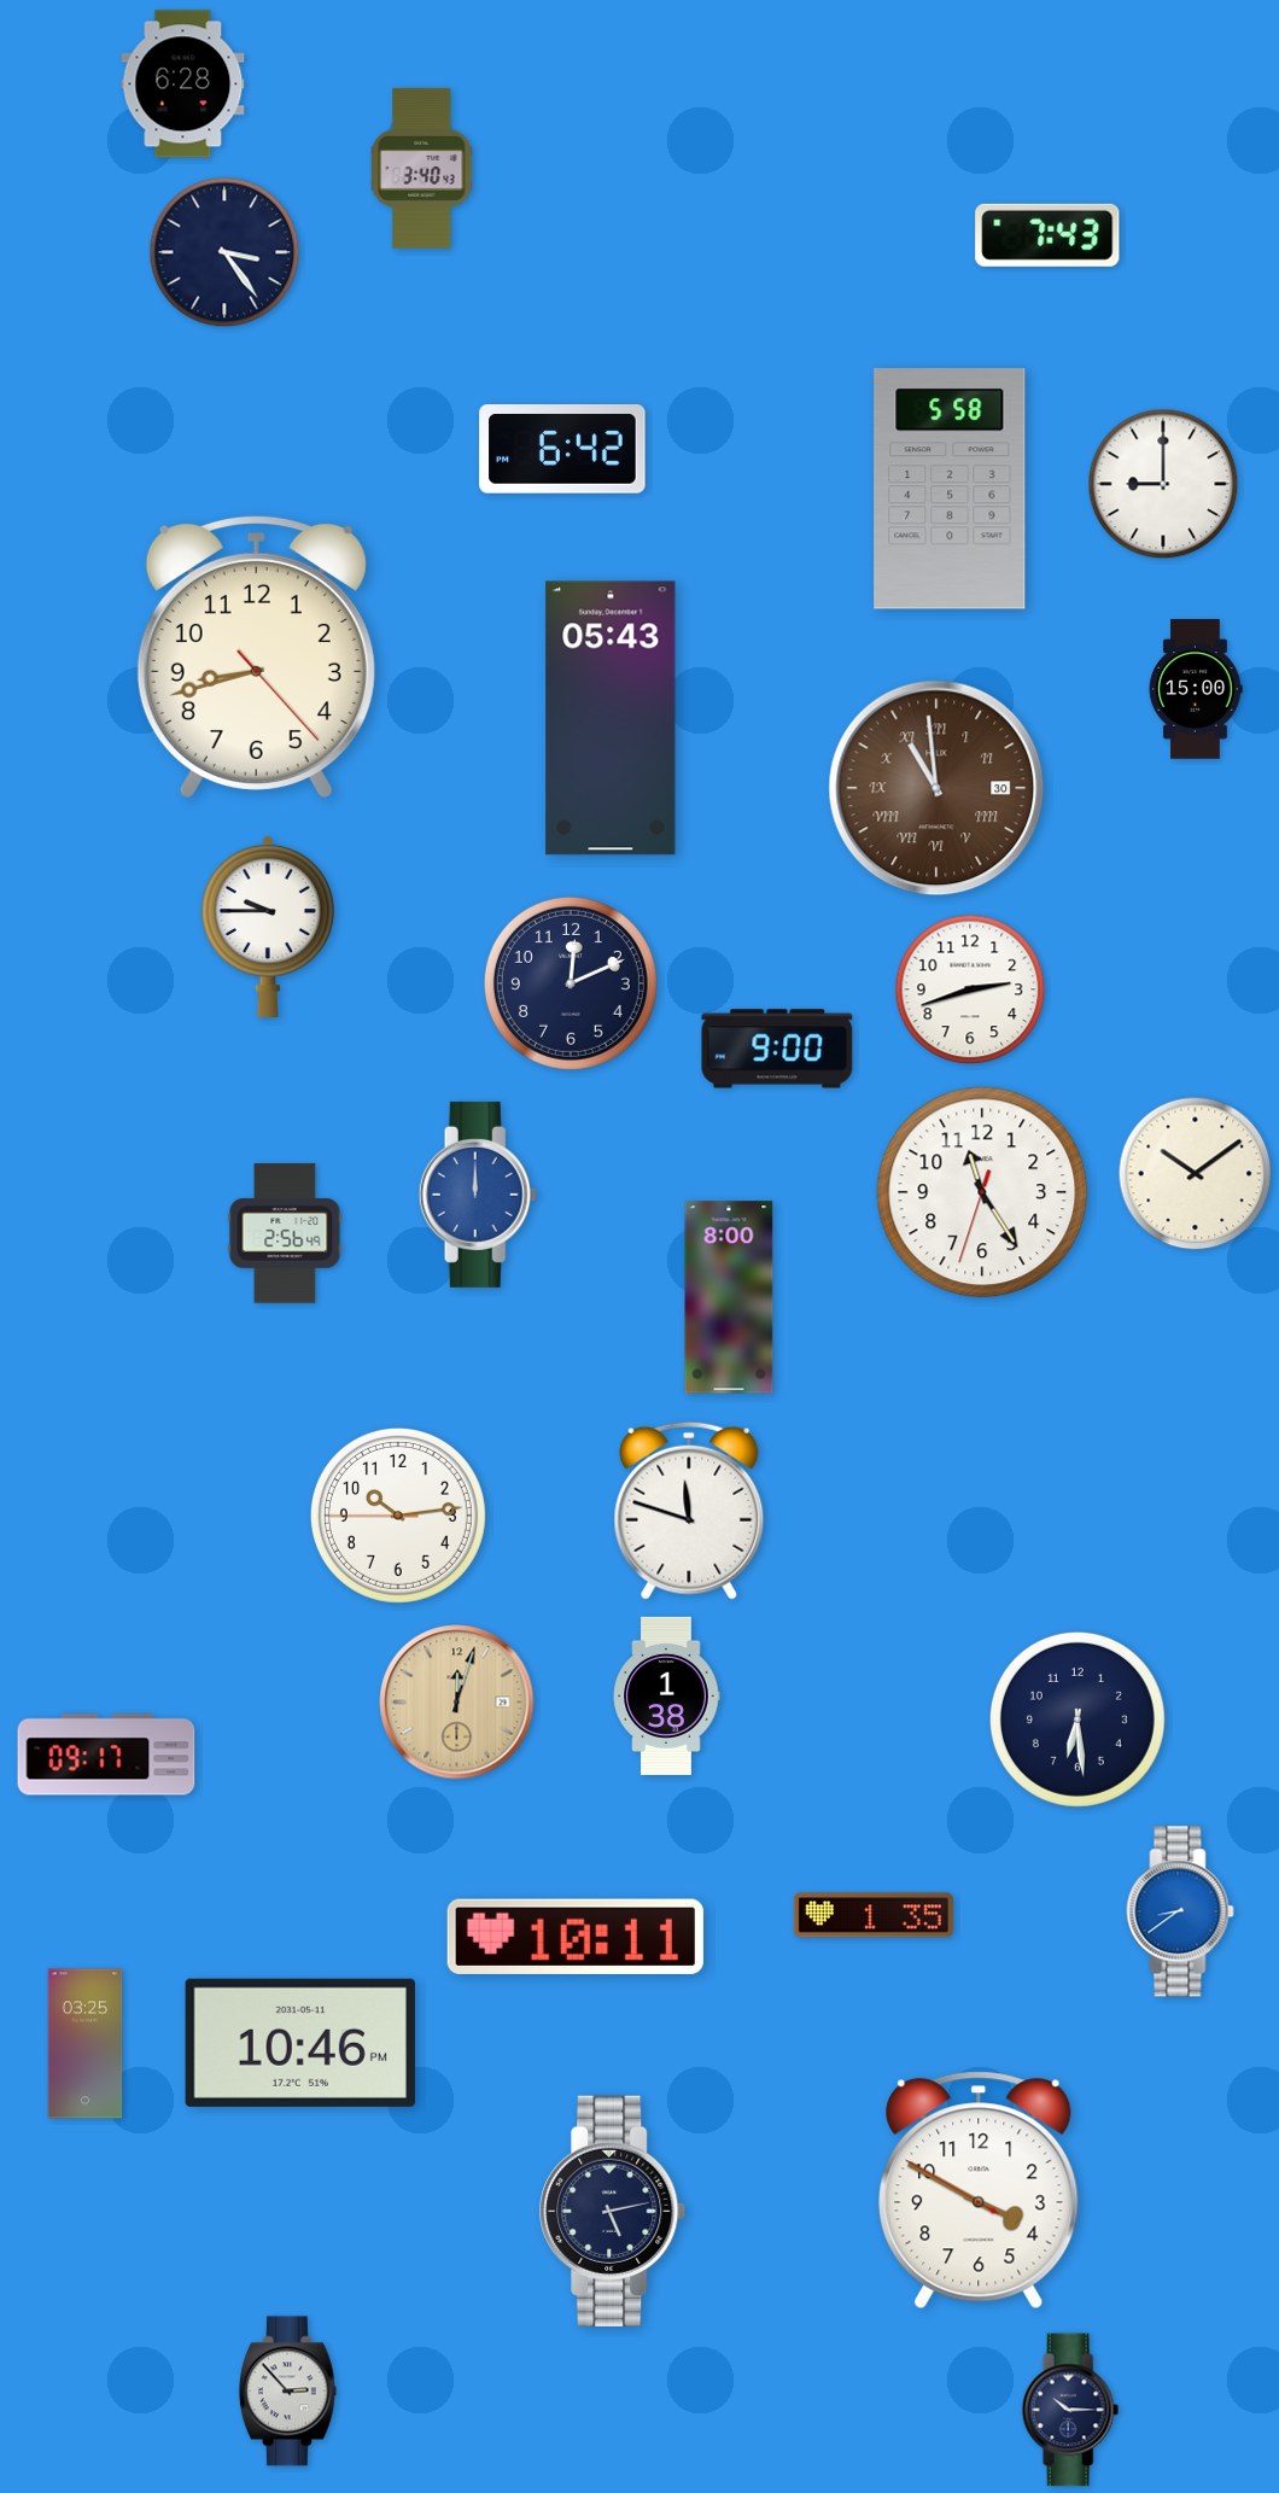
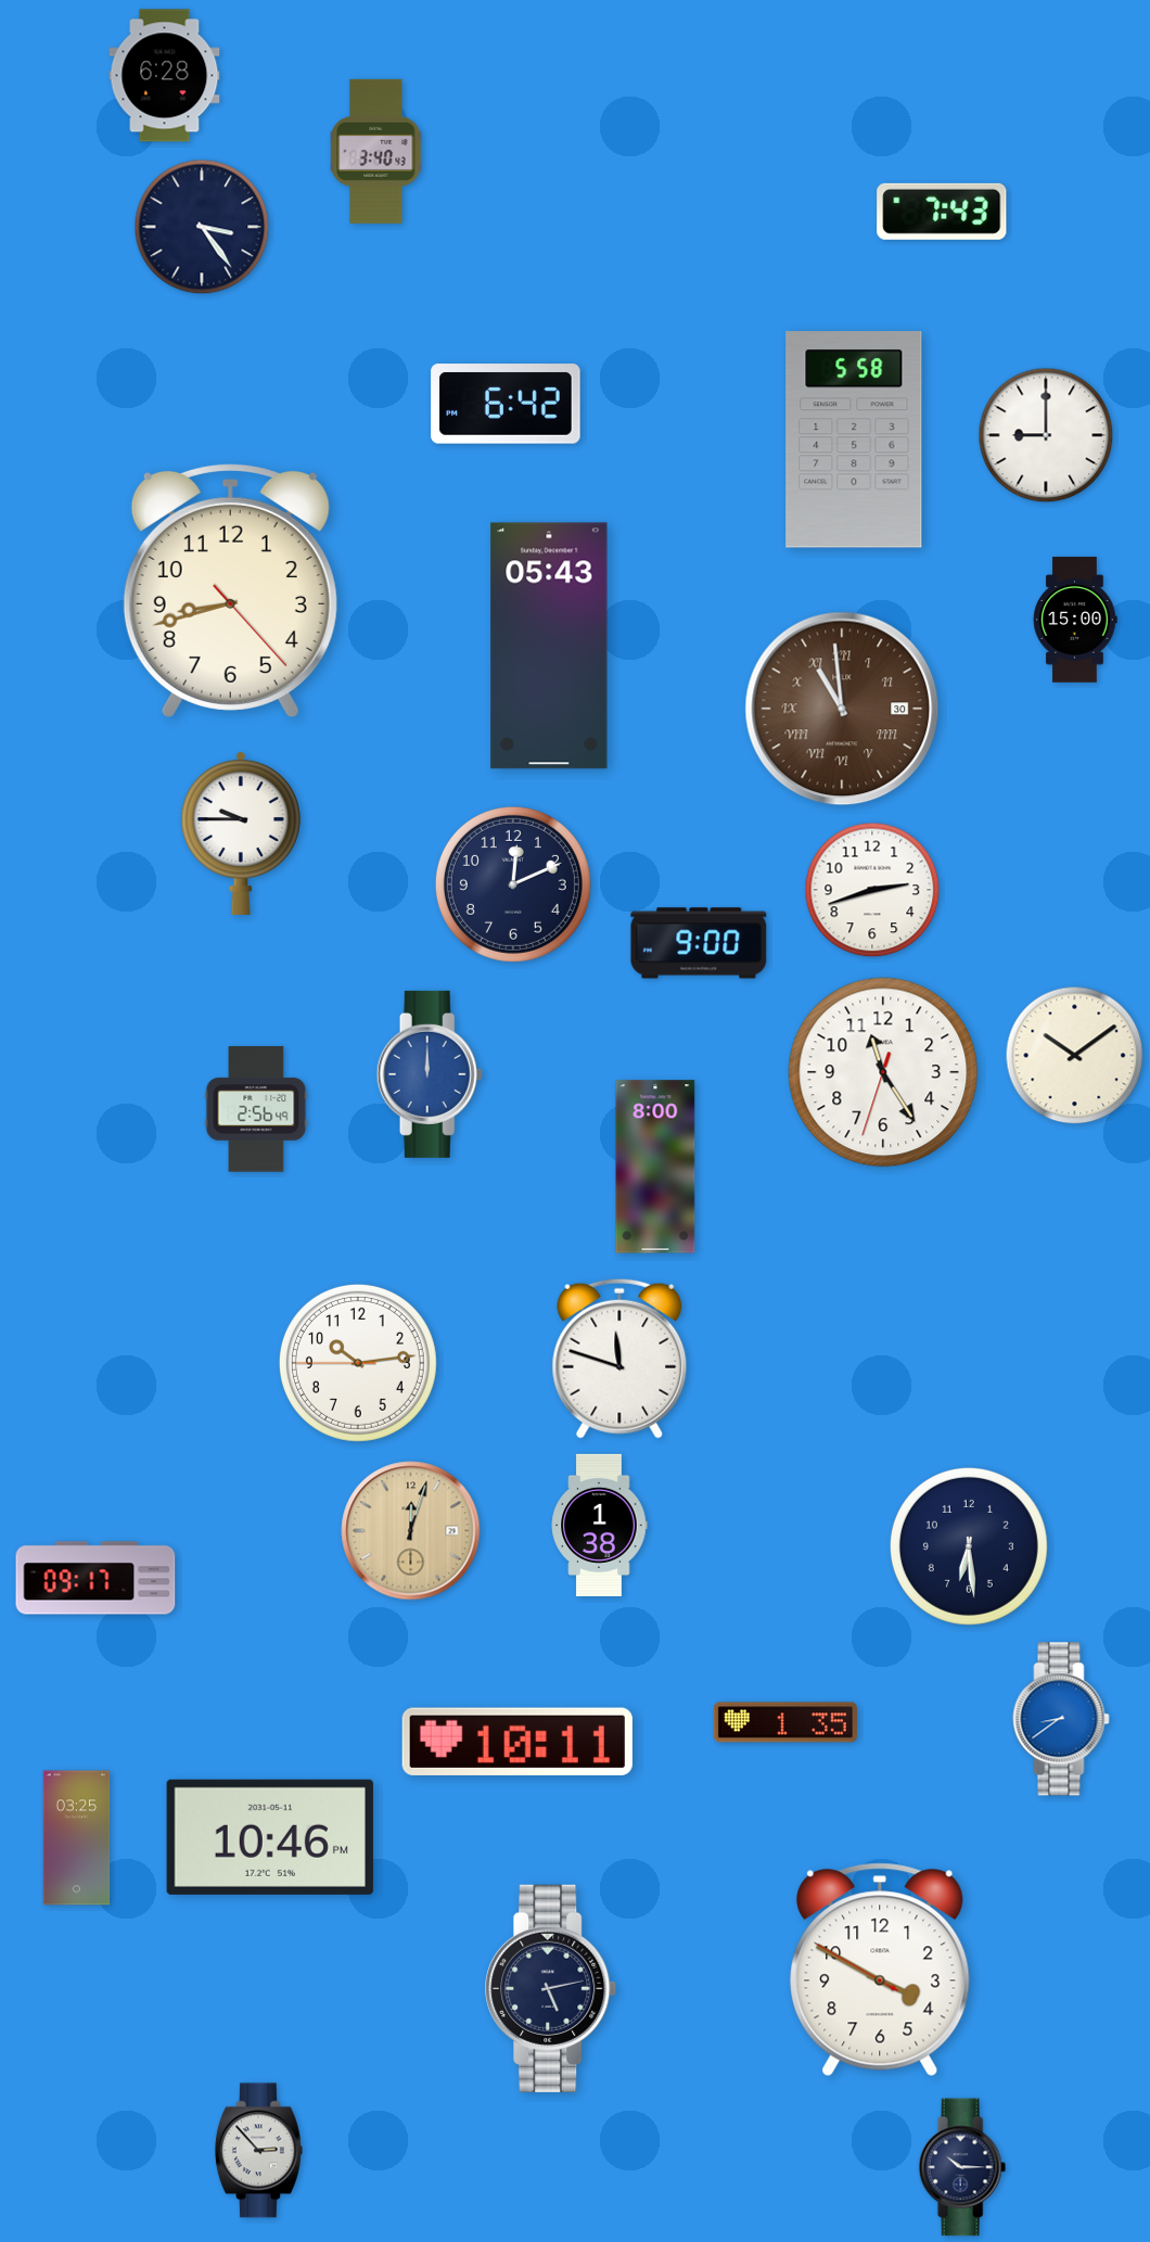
clock at (422, 168) position: (422, 168) -> (376, 151)
